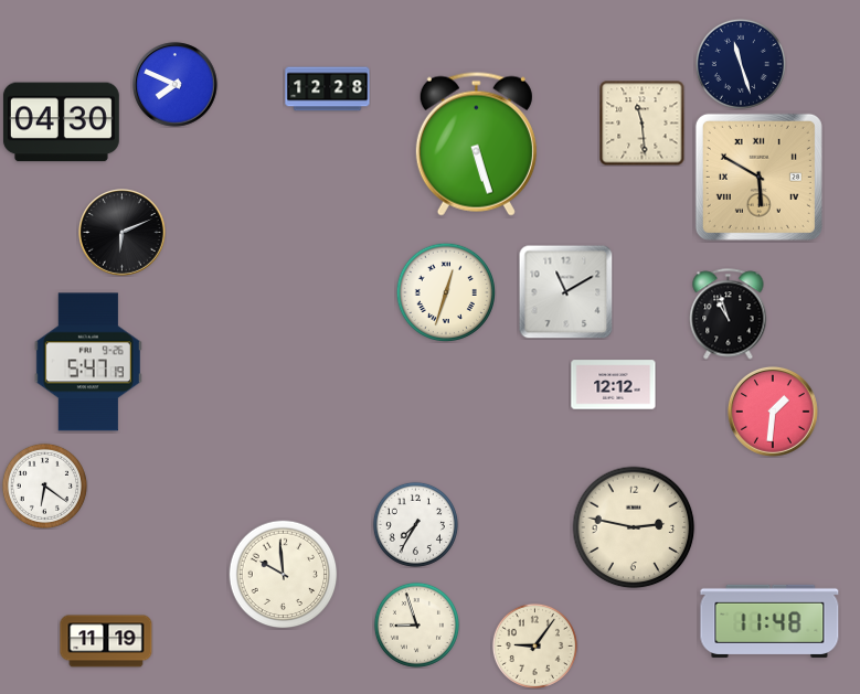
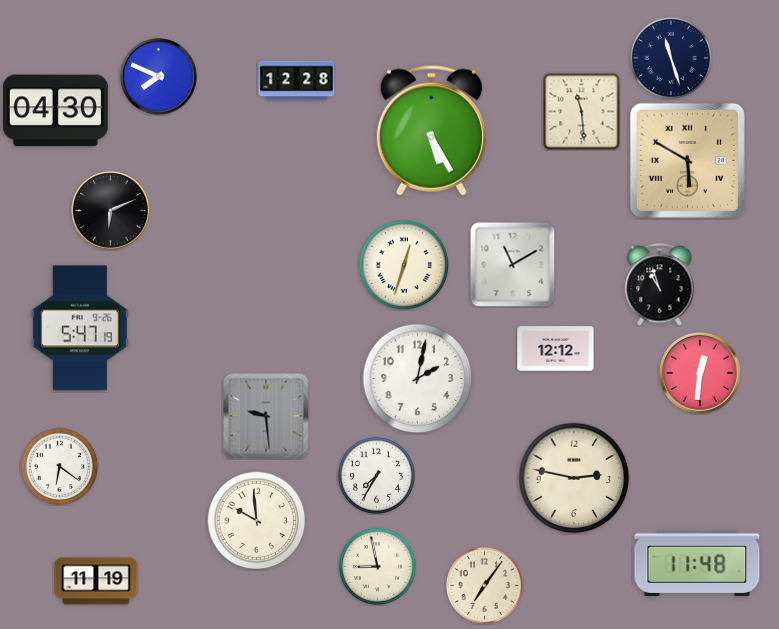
clock at (476, 143): 5:27 -> 5:25
clock at (773, 412): 1:31 -> 12:31
clock at (418, 379): none -> 2:02
clock at (266, 416): none -> 9:29
clock at (44, 485) position: (44, 485) -> (59, 466)
clock at (416, 624): 8:57 -> 8:58
clock at (534, 645): 9:06 -> 7:06
